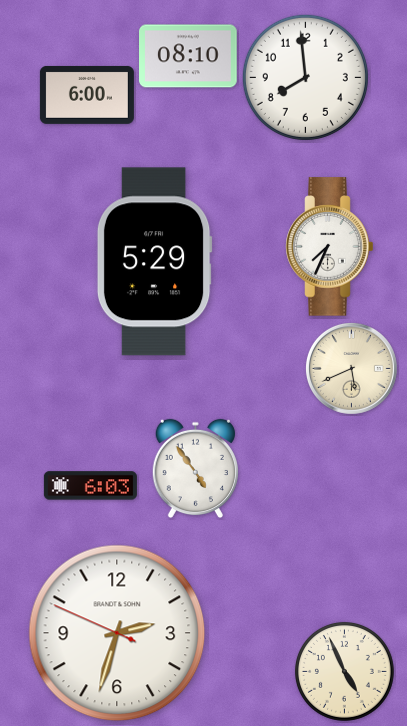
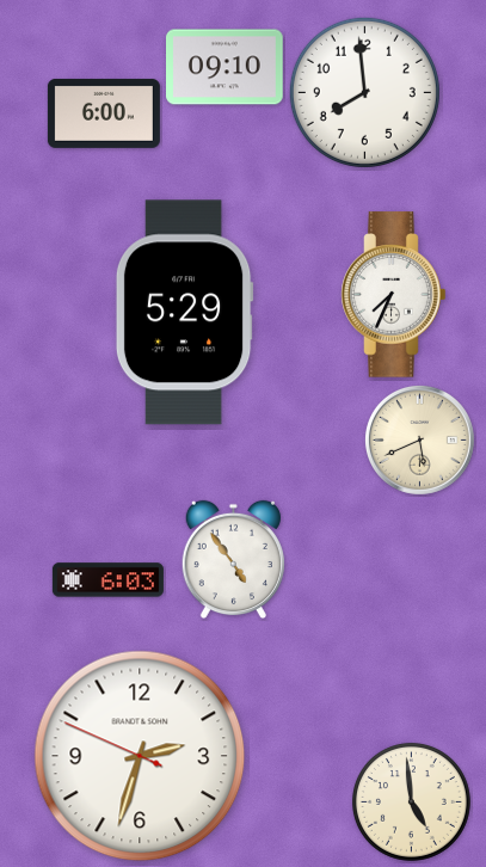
clock at (189, 56): 08:10 -> 09:10
clock at (344, 671): 4:56 -> 4:59
